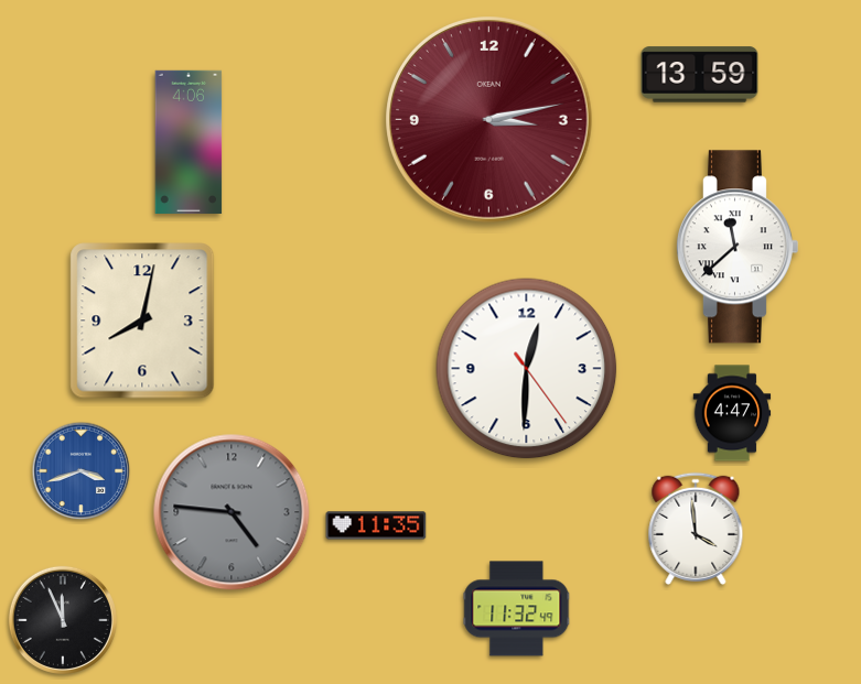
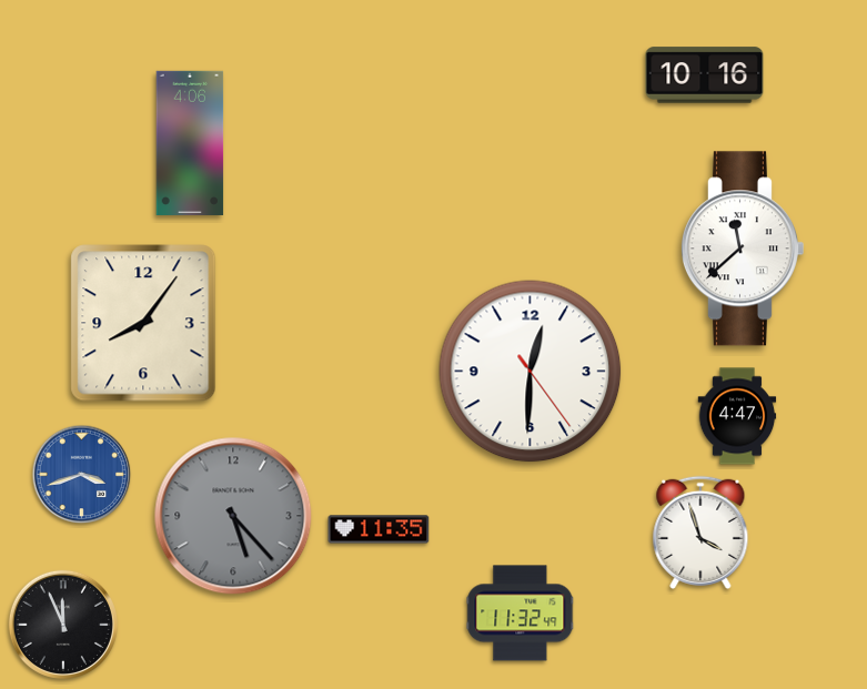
clock at (700, 75): 13:59 -> 10:16
clock at (489, 120): 3:13 -> none
clock at (142, 321): 8:02 -> 8:06
clock at (232, 512): 4:46 -> 5:23
clock at (696, 529): 3:59 -> 3:57
